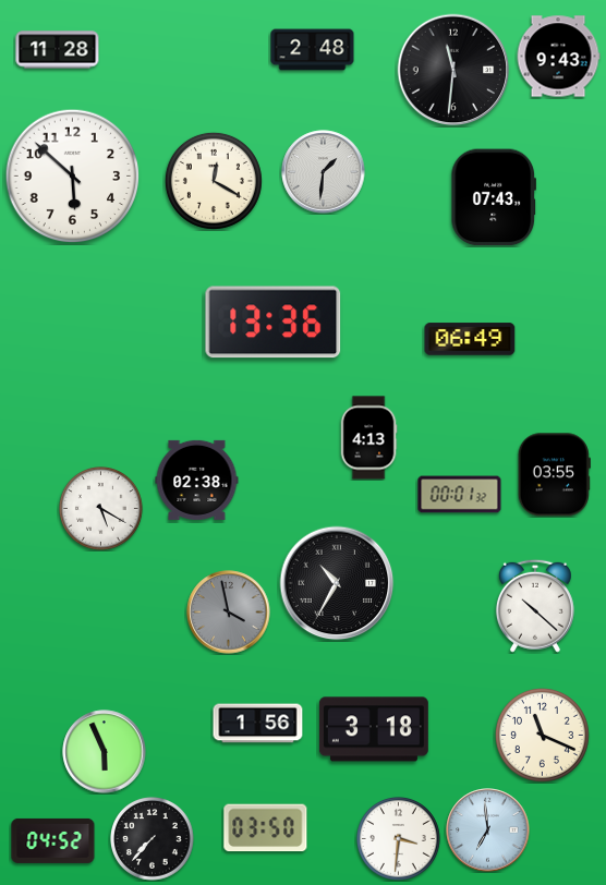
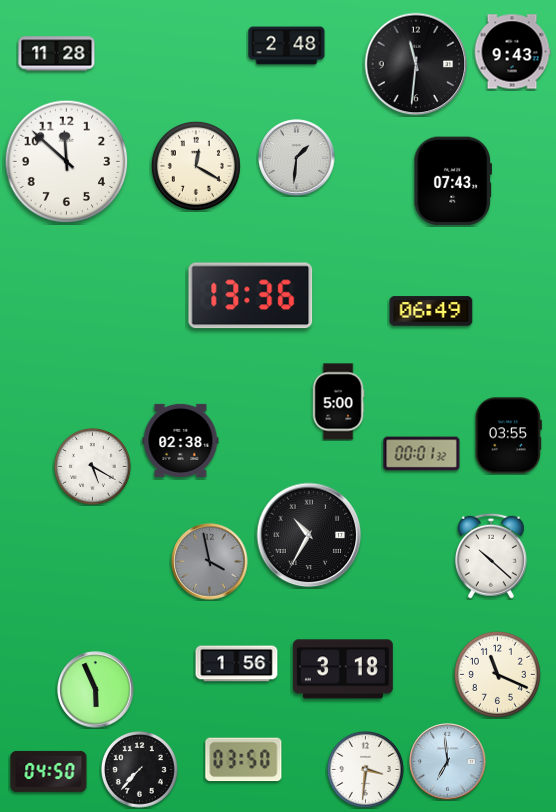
clock at (58, 50) position: (58, 50) -> (57, 54)
clock at (73, 177): 5:52 -> 11:52
clock at (368, 438): 4:13 -> 5:00
clock at (53, 840): 04:52 -> 04:50
